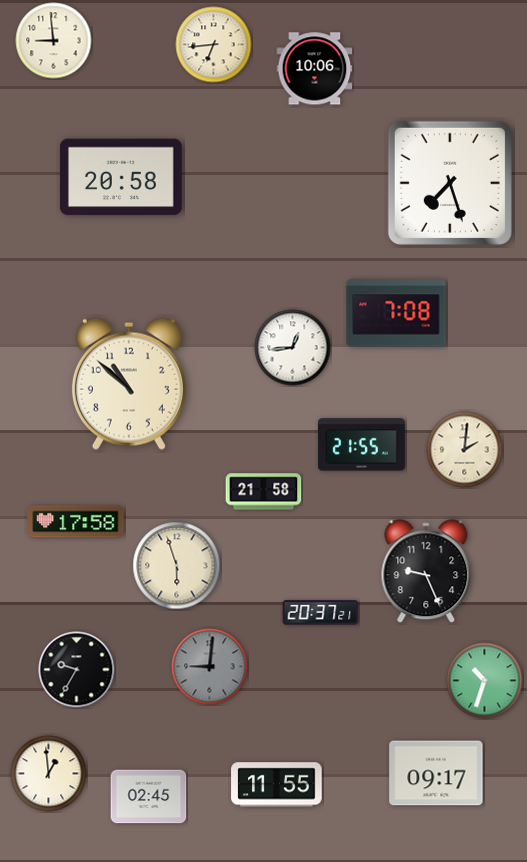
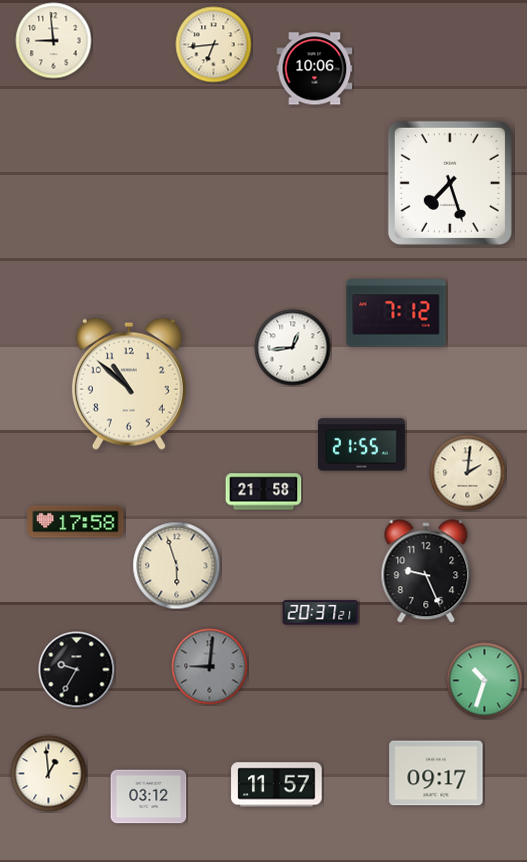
clock at (121, 177): 20:58 -> none
clock at (396, 313): 7:08 -> 7:12
clock at (465, 450) position: (465, 450) -> (468, 473)
clock at (277, 785): 11:55 -> 11:57
clock at (149, 797): 02:45 -> 03:12
